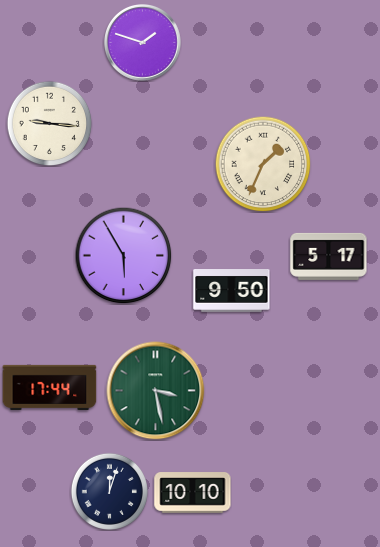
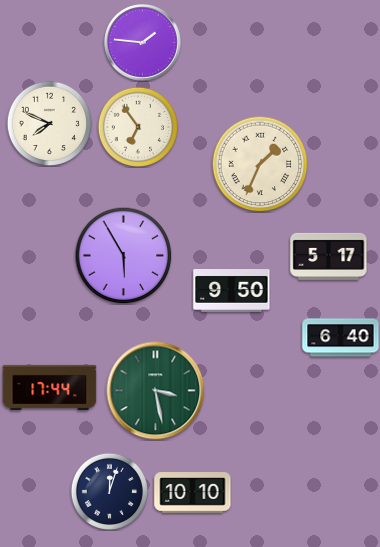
clock at (143, 43): 1:48 -> 1:46
clock at (49, 123): 9:16 -> 7:49
clock at (137, 126): none -> 6:54
clock at (263, 164) position: (263, 164) -> (260, 164)
clock at (341, 338): none -> 6:40
